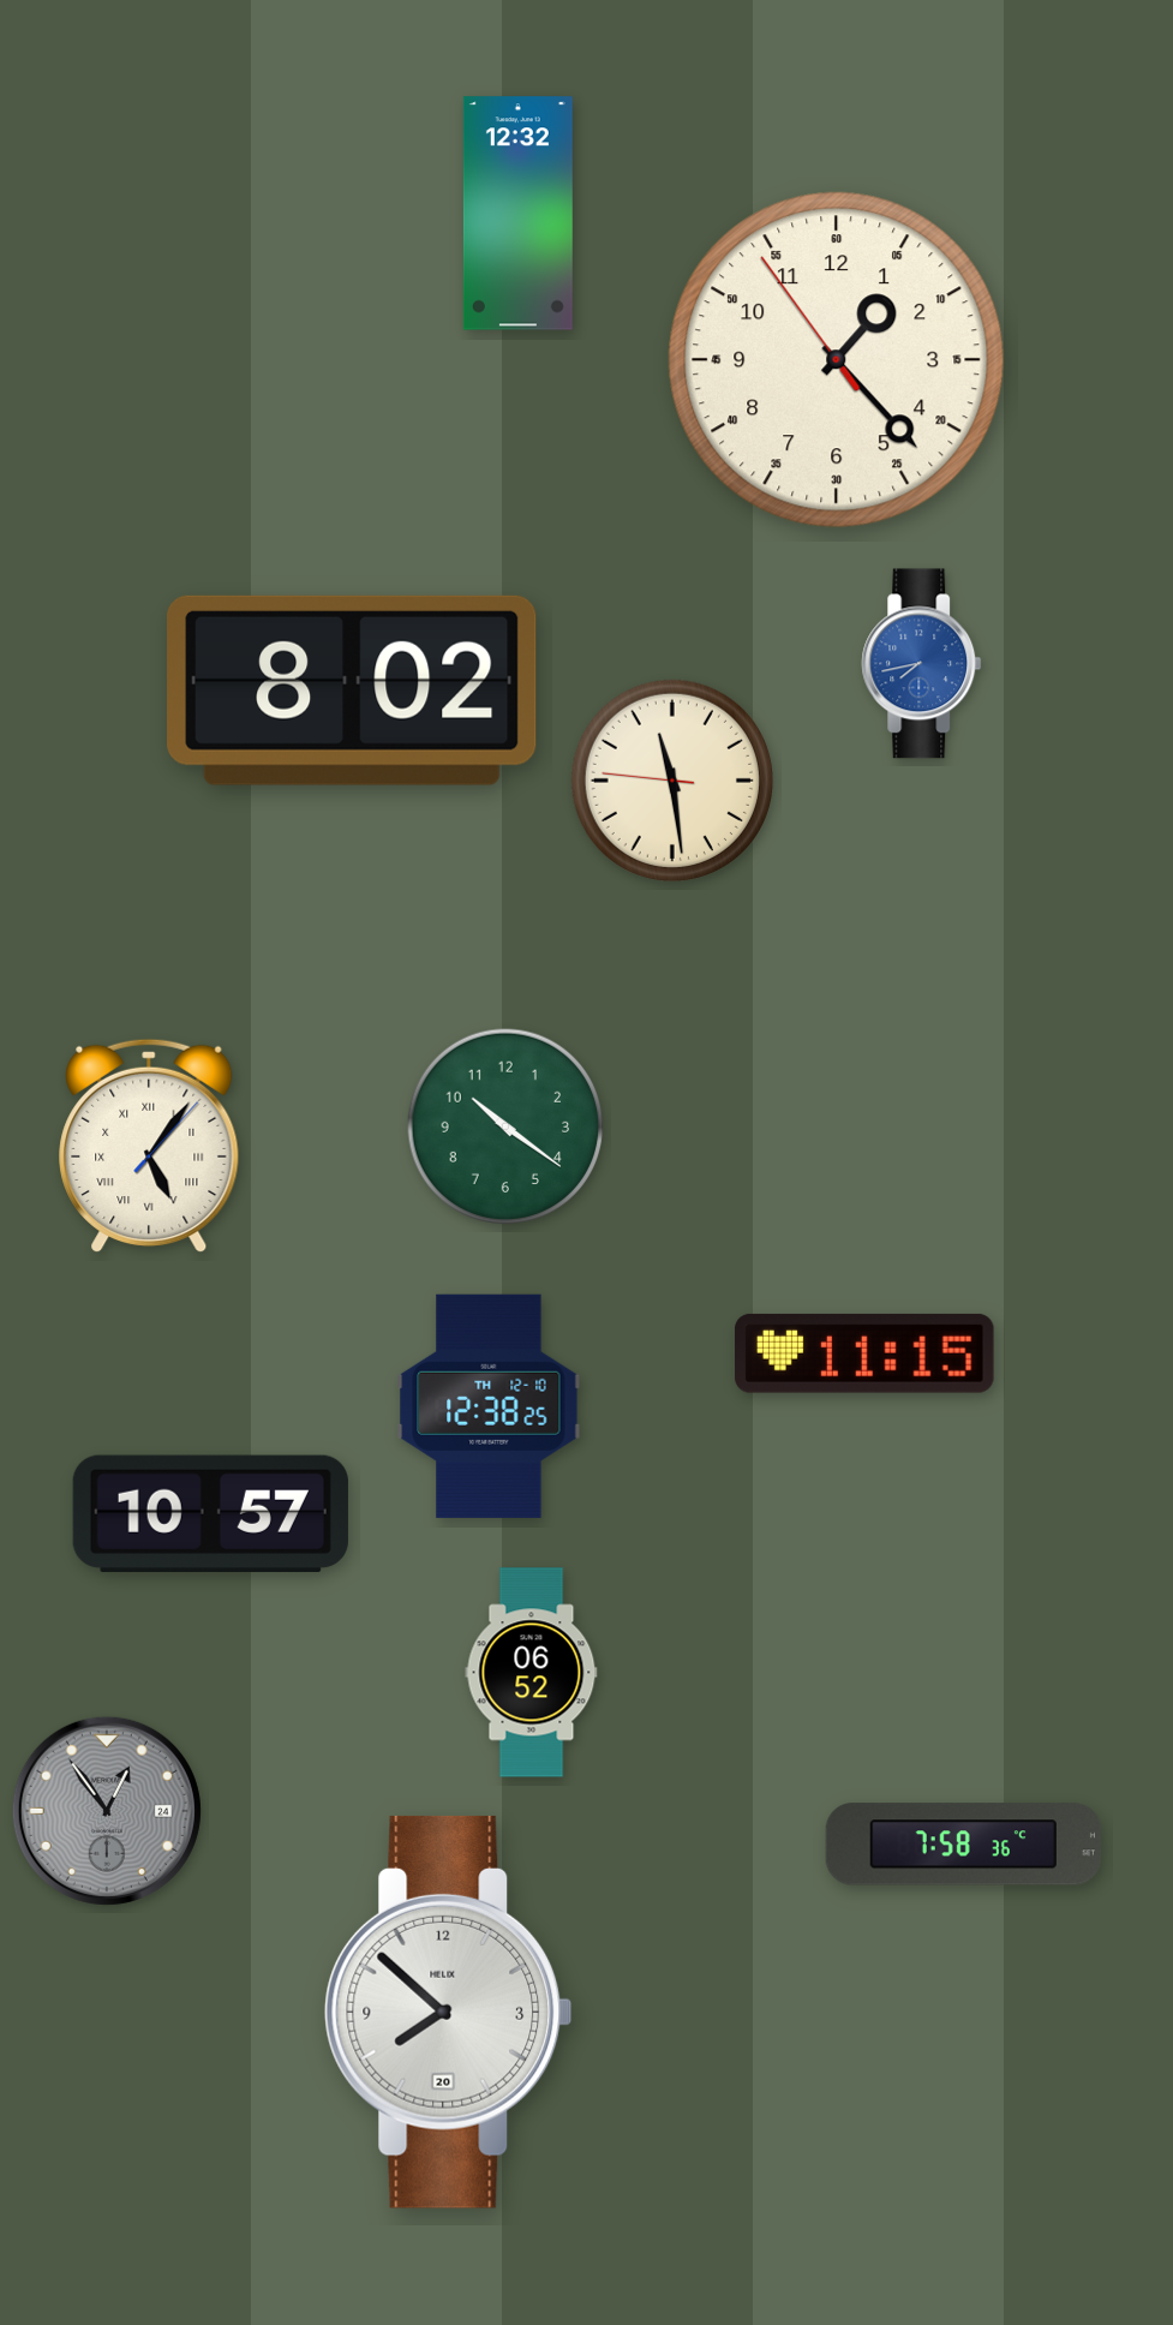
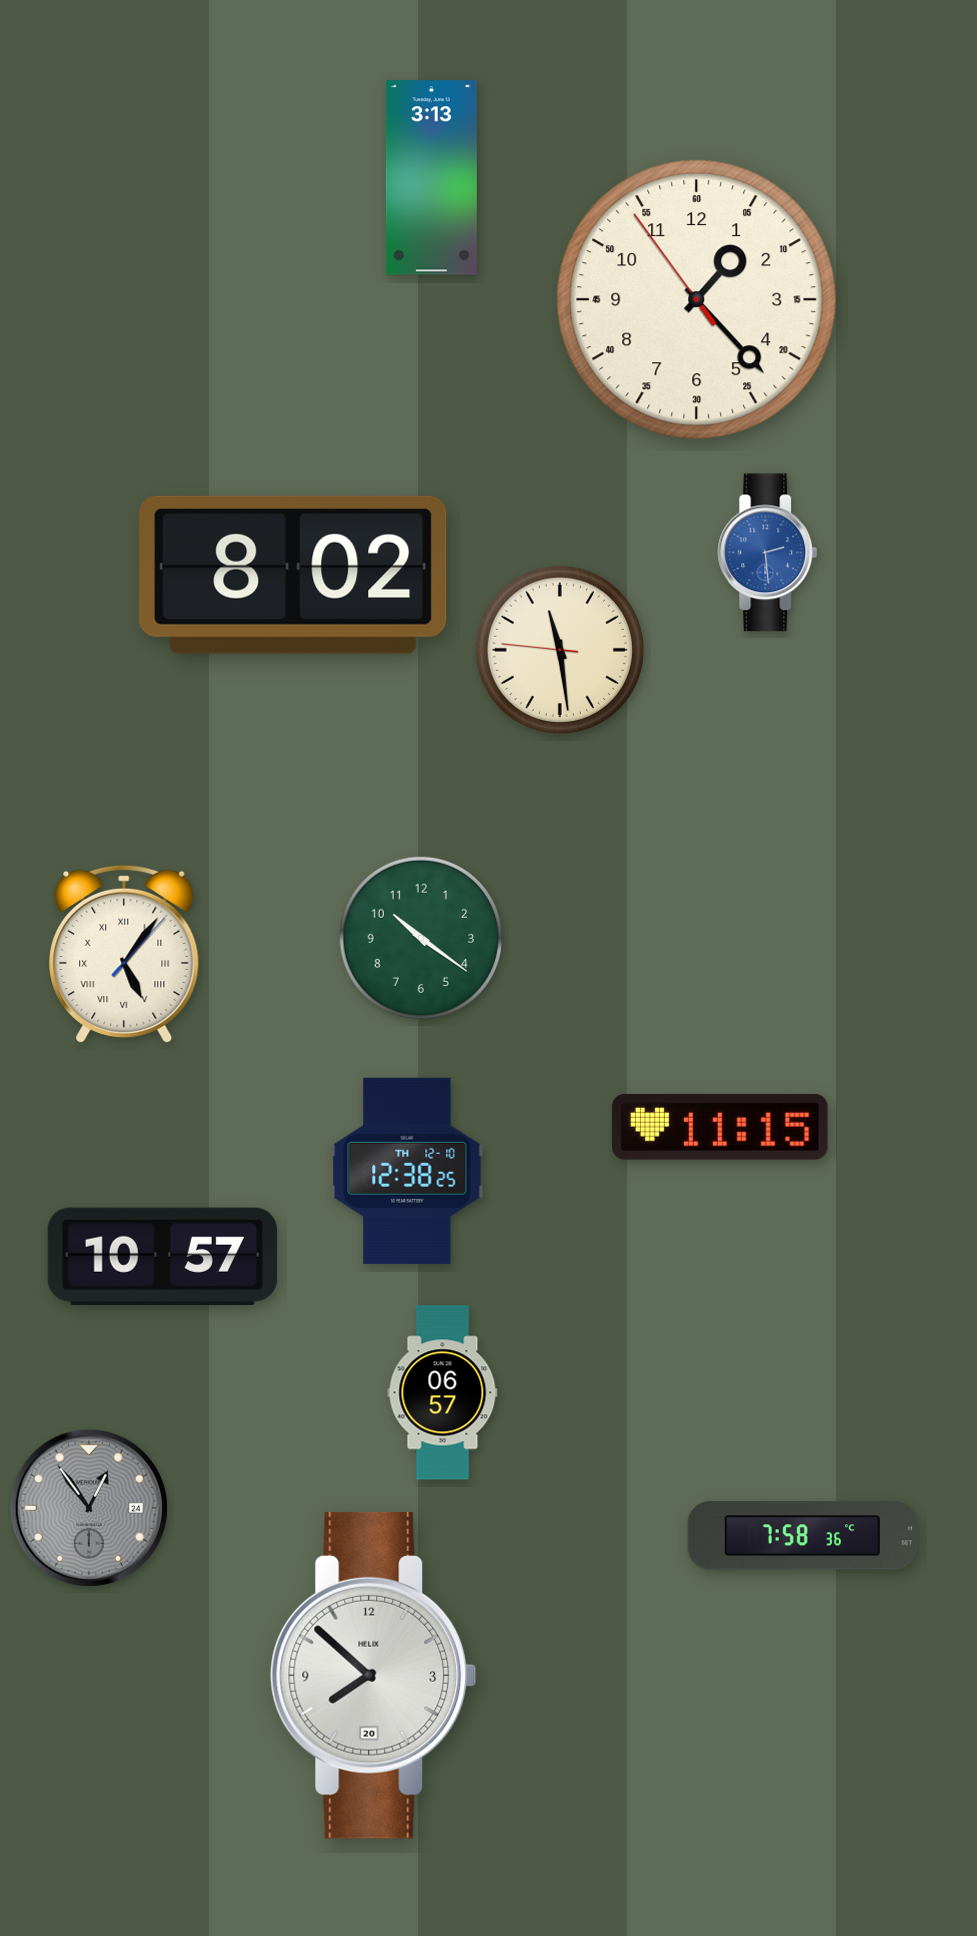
clock at (517, 214): 12:32 -> 3:13
clock at (922, 664): 7:43 -> 2:29
clock at (210, 1513) position: (210, 1513) -> (162, 1256)
clock at (532, 1673): 06:52 -> 06:57
